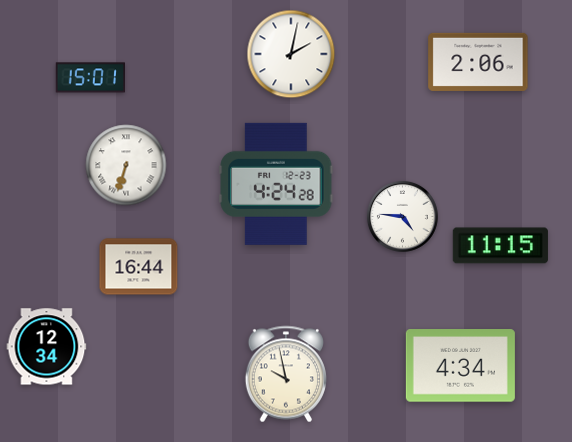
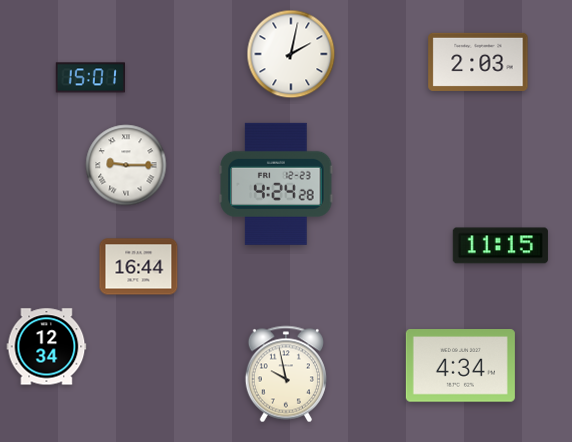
clock at (478, 62): 2:06 -> 2:03
clock at (126, 165): 6:33 -> 9:15
clock at (402, 216): 4:46 -> none
